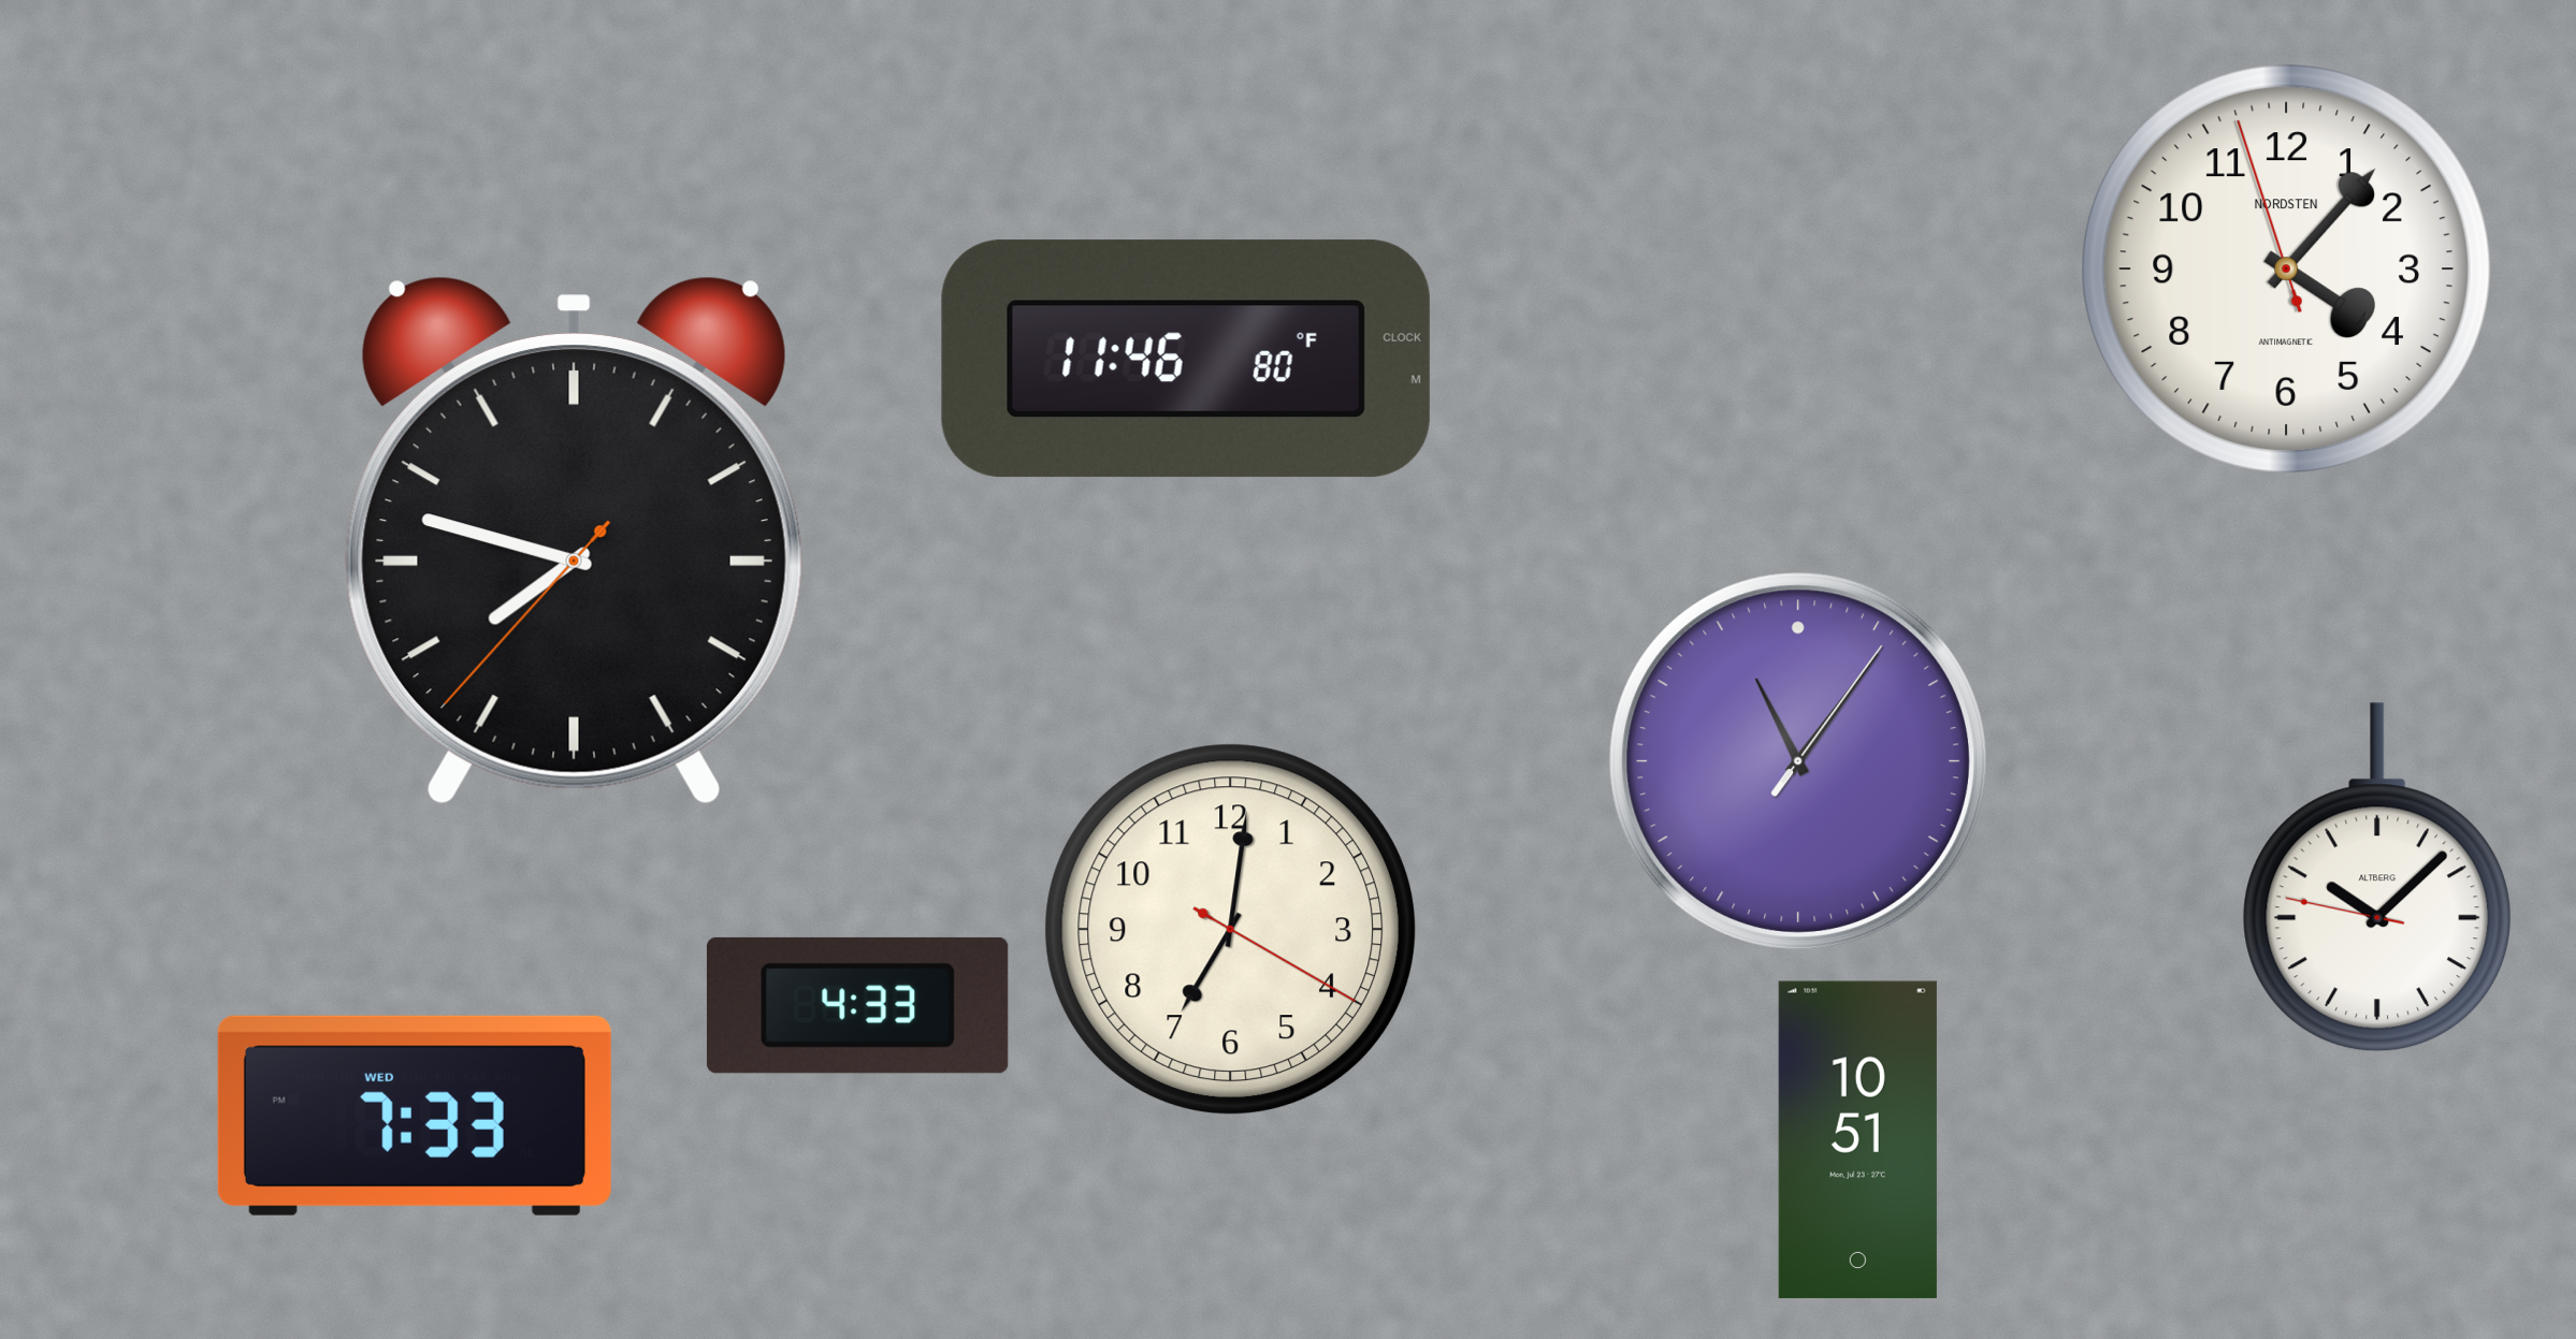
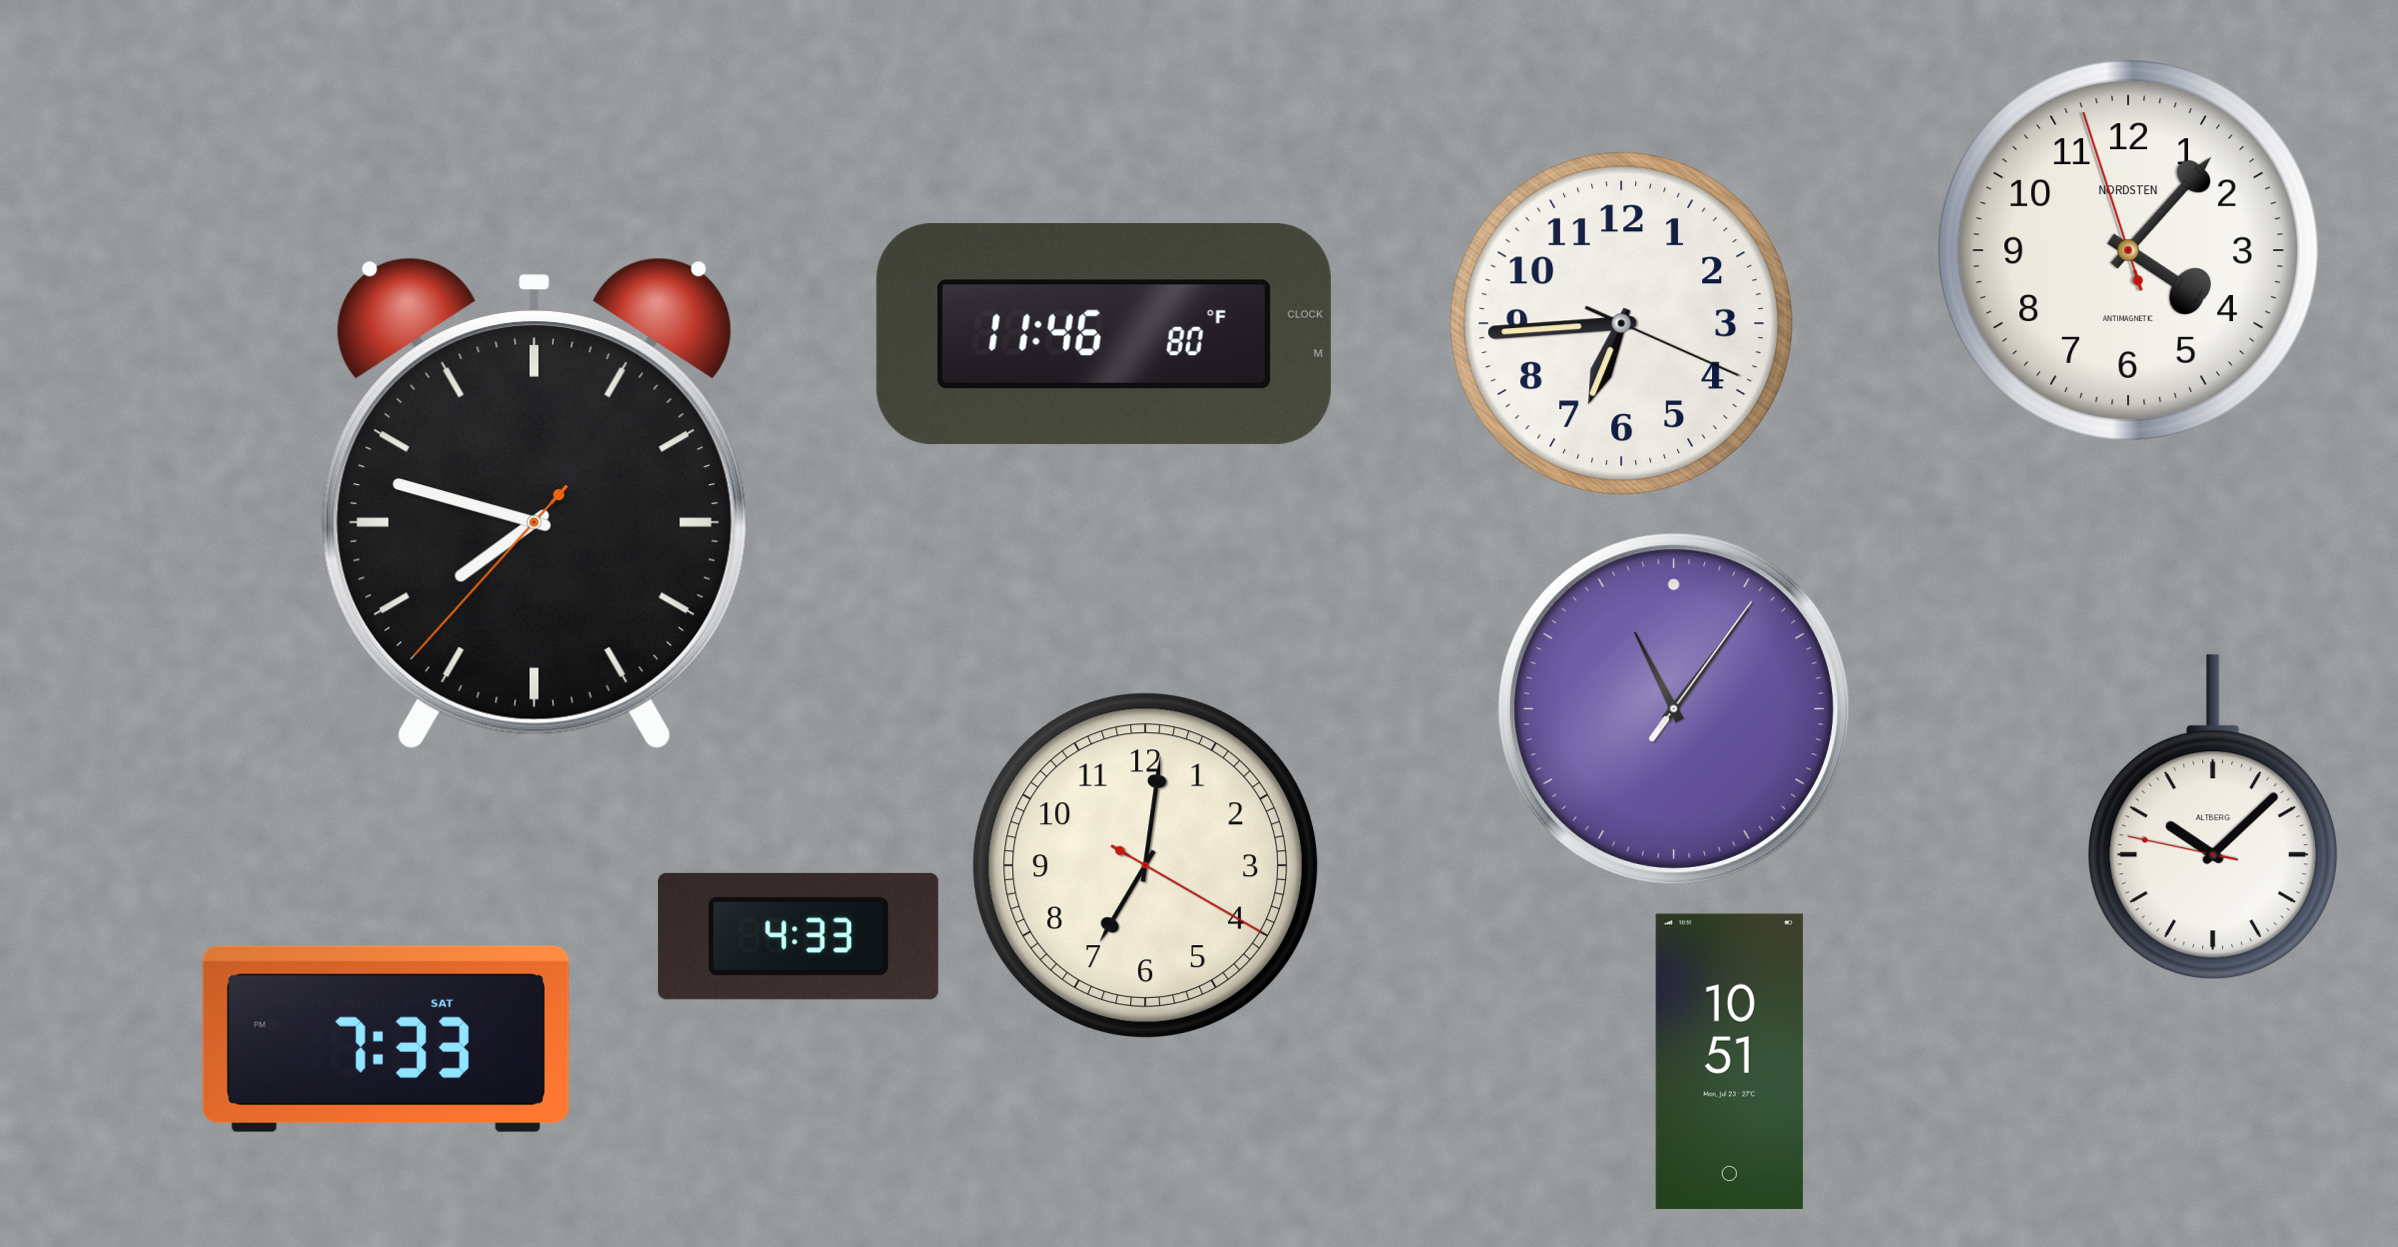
clock at (1622, 324): none -> 6:44
clock at (415, 1116) date: WED -> SAT
